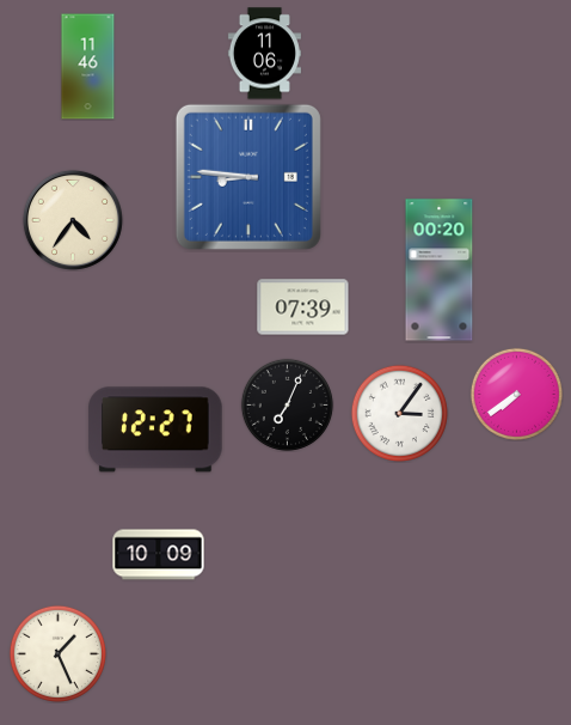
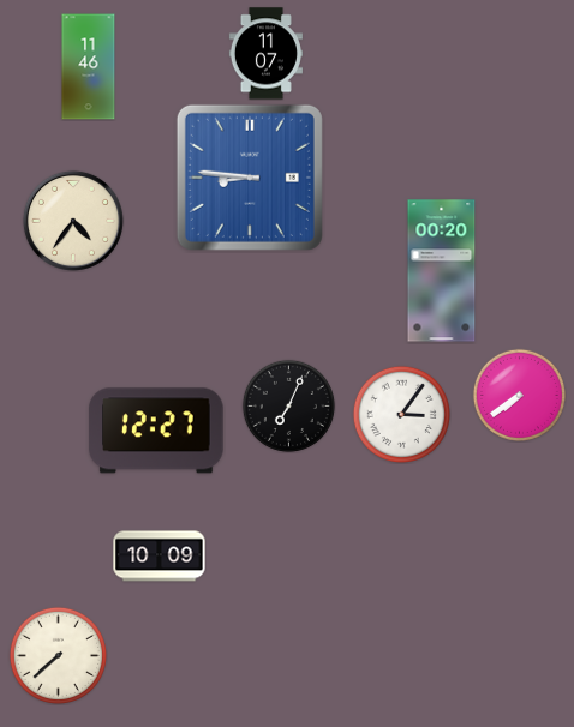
clock at (264, 54): 11:06 -> 11:07
clock at (303, 307): 07:39 -> none
clock at (57, 653): 1:26 -> 7:38
